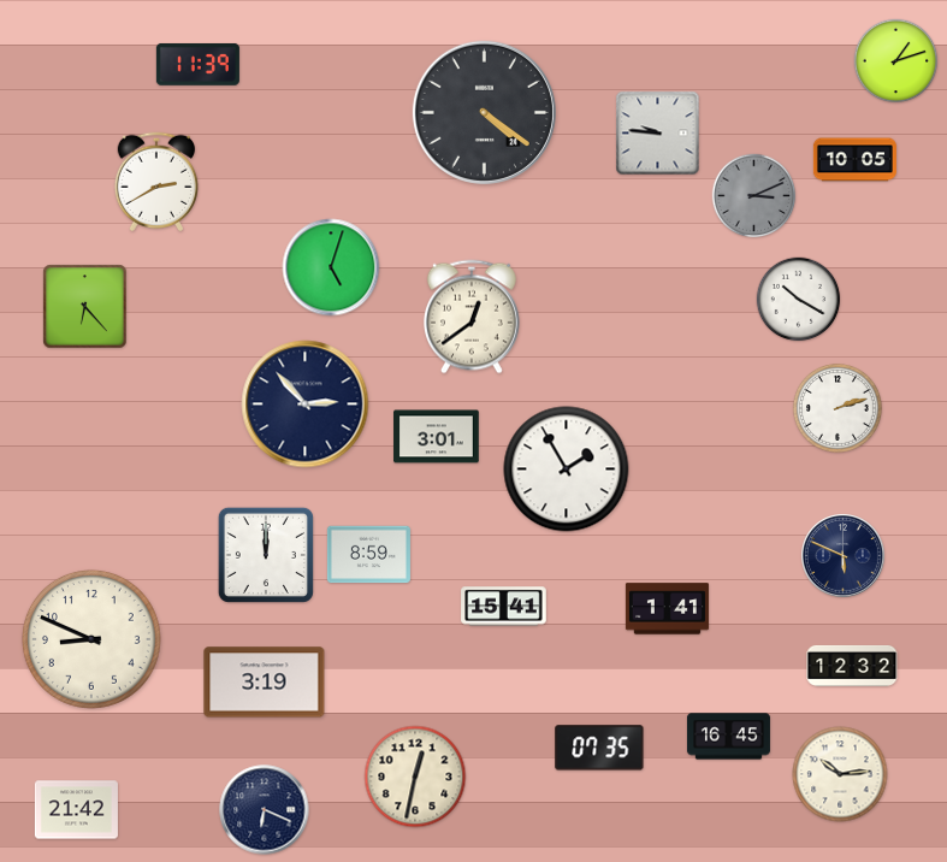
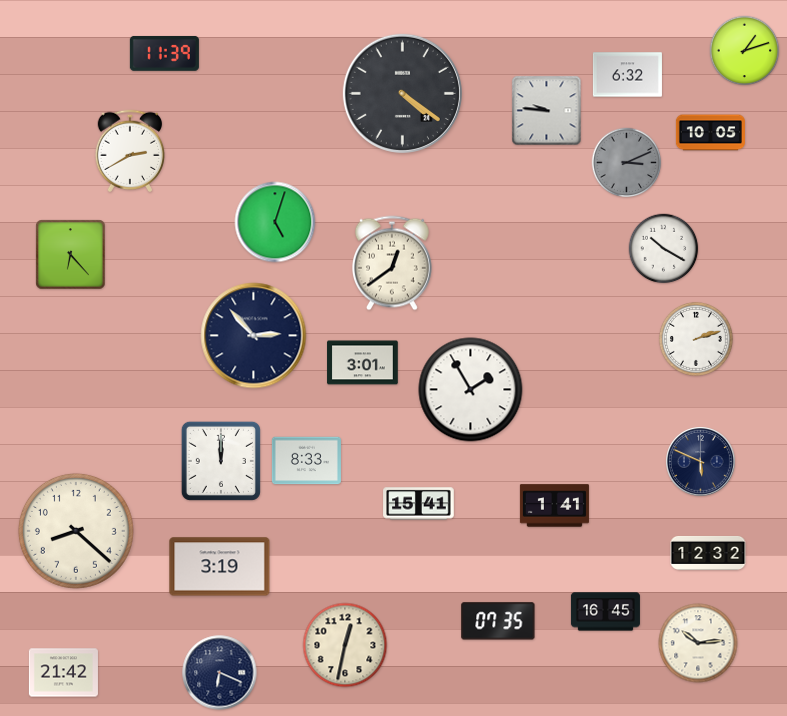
clock at (627, 75): none -> 6:32
clock at (368, 555): 8:59 -> 8:33
clock at (91, 639): 8:49 -> 8:22
